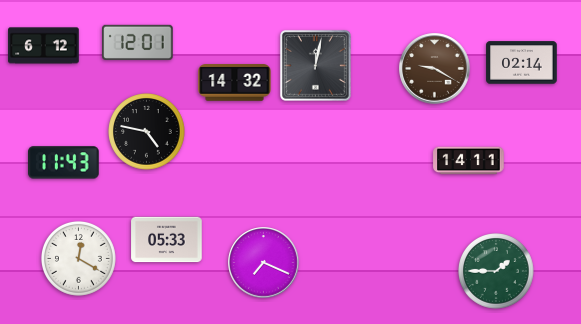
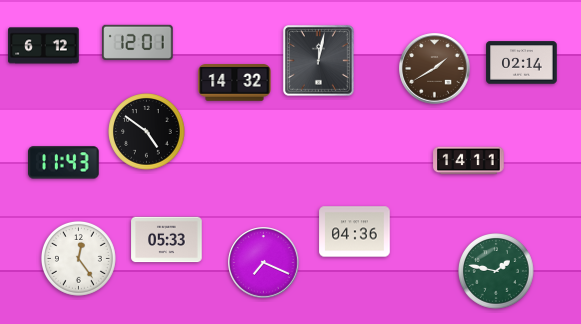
clock at (315, 65) position: (315, 65) -> (318, 60)
clock at (435, 69): 9:20 -> 1:40
clock at (147, 132): 4:47 -> 4:51
clock at (355, 232): none -> 04:36
clock at (78, 258): 12:20 -> 12:24
clock at (497, 272): 1:45 -> 1:47
